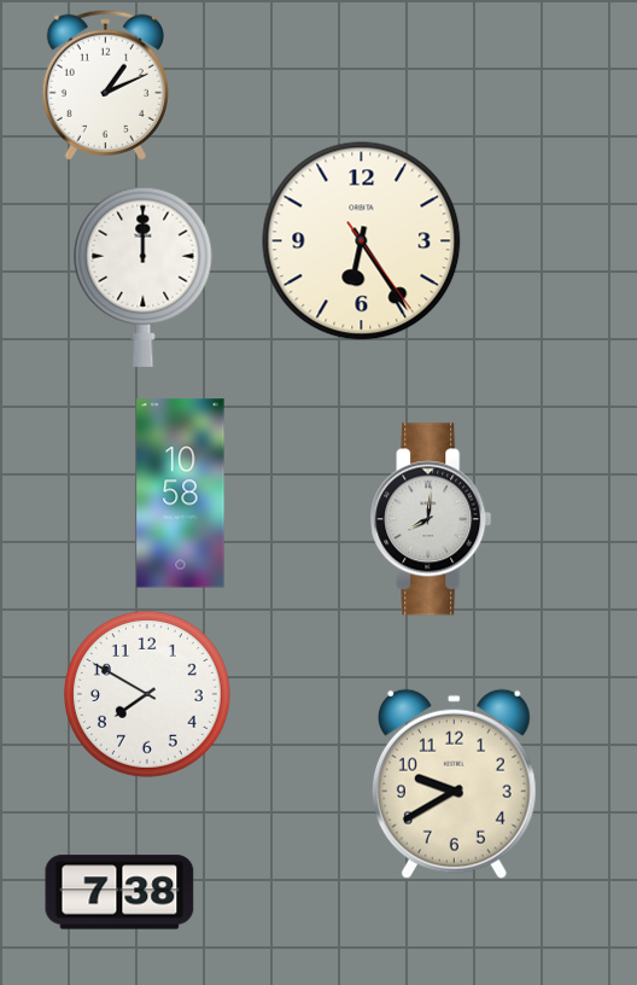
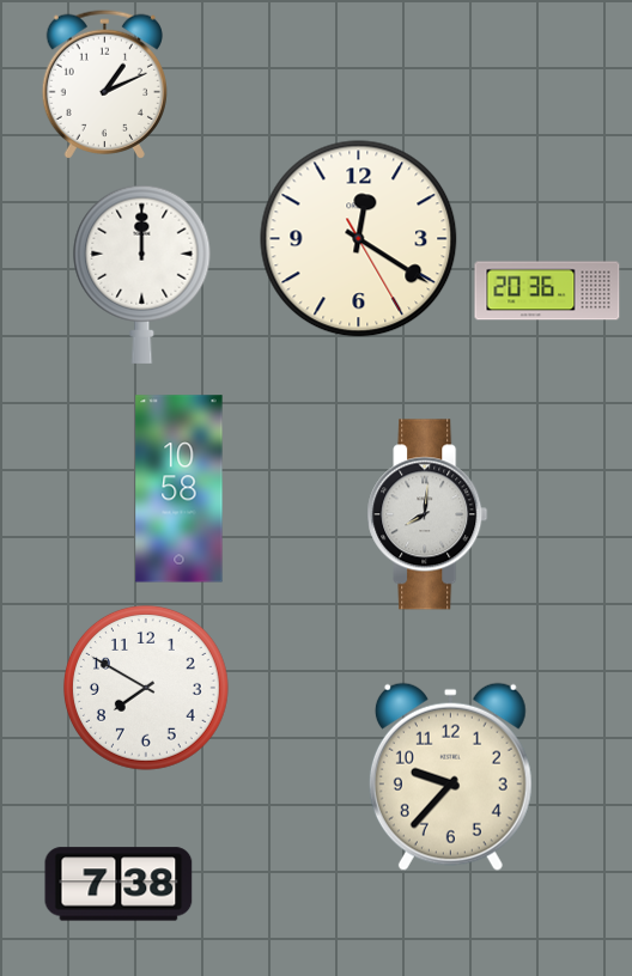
clock at (362, 241): 6:24 -> 12:20
clock at (547, 291): none -> 20:36
clock at (454, 783): 9:40 -> 9:37
